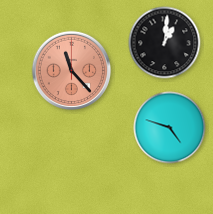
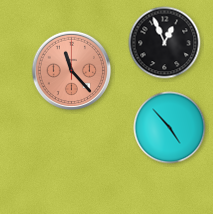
clock at (165, 43): 1:01 -> 12:56
clock at (170, 128): 4:48 -> 4:53
